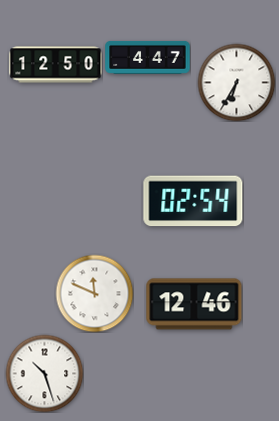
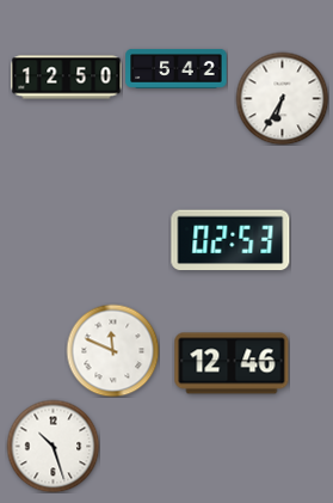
clock at (148, 57): 4:47 -> 5:42
clock at (193, 201): 02:54 -> 02:53
